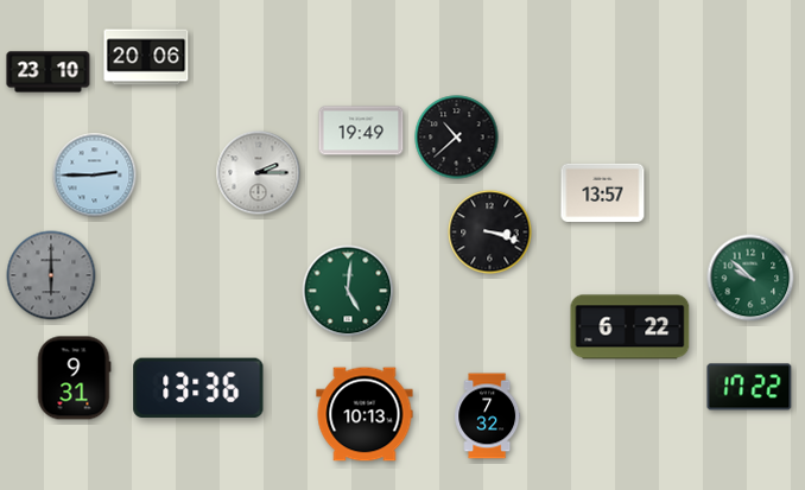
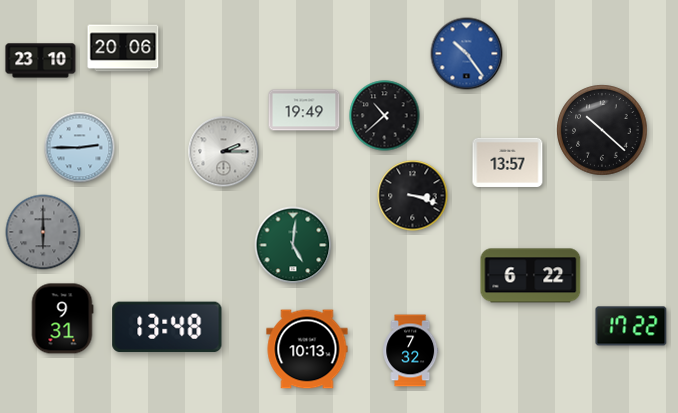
clock at (467, 54): none -> 10:24
clock at (602, 130): none -> 10:22
clock at (259, 173) position: (259, 173) -> (224, 152)
clock at (750, 278): 9:52 -> none
clock at (198, 388): 13:36 -> 13:48
